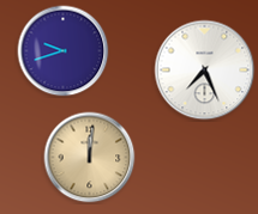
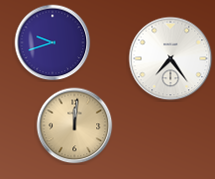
clock at (205, 71): 7:26 -> 7:24
clock at (90, 158) position: (90, 158) -> (75, 126)
